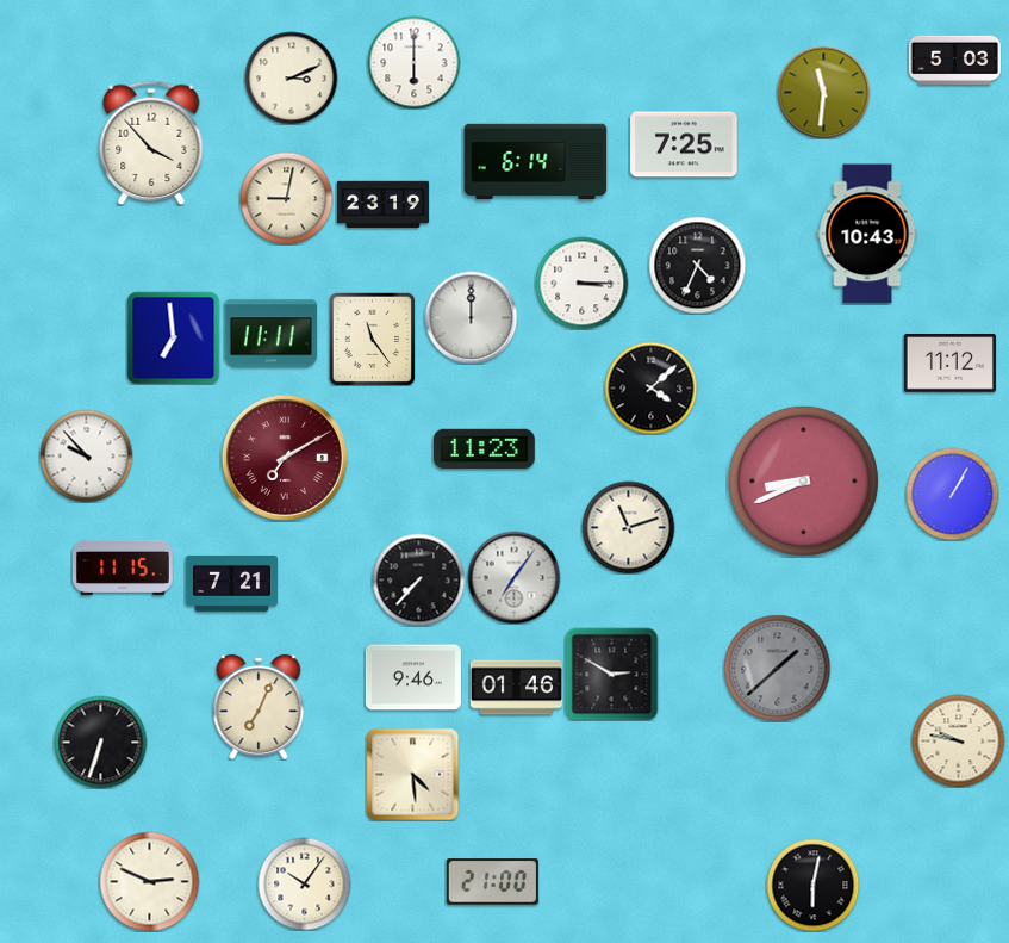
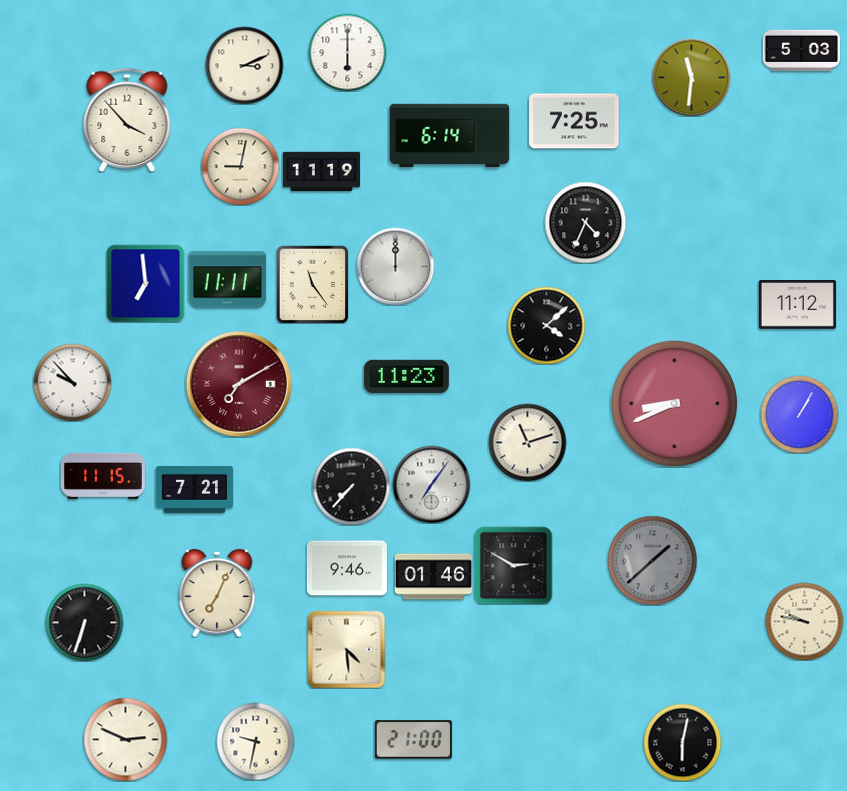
clock at (382, 205): 23:19 -> 11:19
clock at (867, 234): 10:43 -> none
clock at (581, 283): 3:15 -> none
clock at (304, 883): 10:06 -> 9:32
